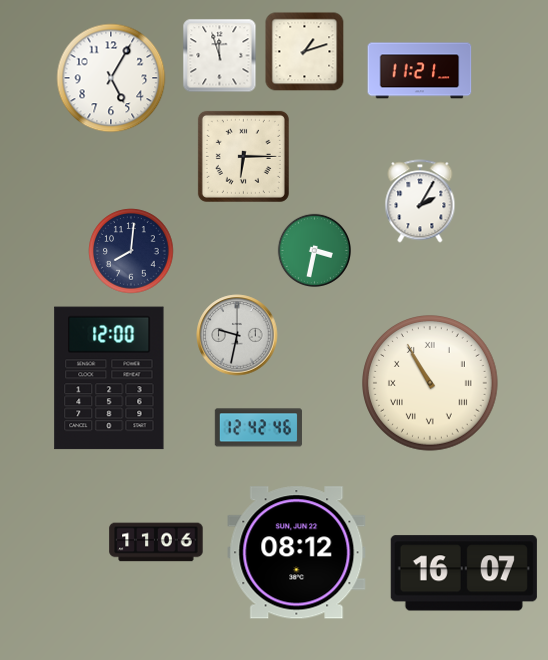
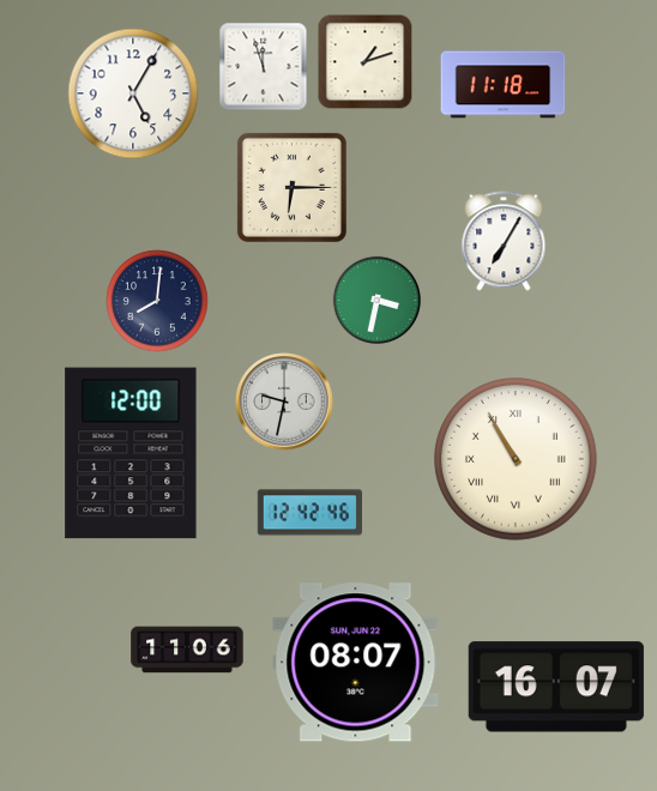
clock at (420, 71): 11:21 -> 11:18
clock at (420, 201): 2:05 -> 7:05
clock at (297, 553): 08:12 -> 08:07
